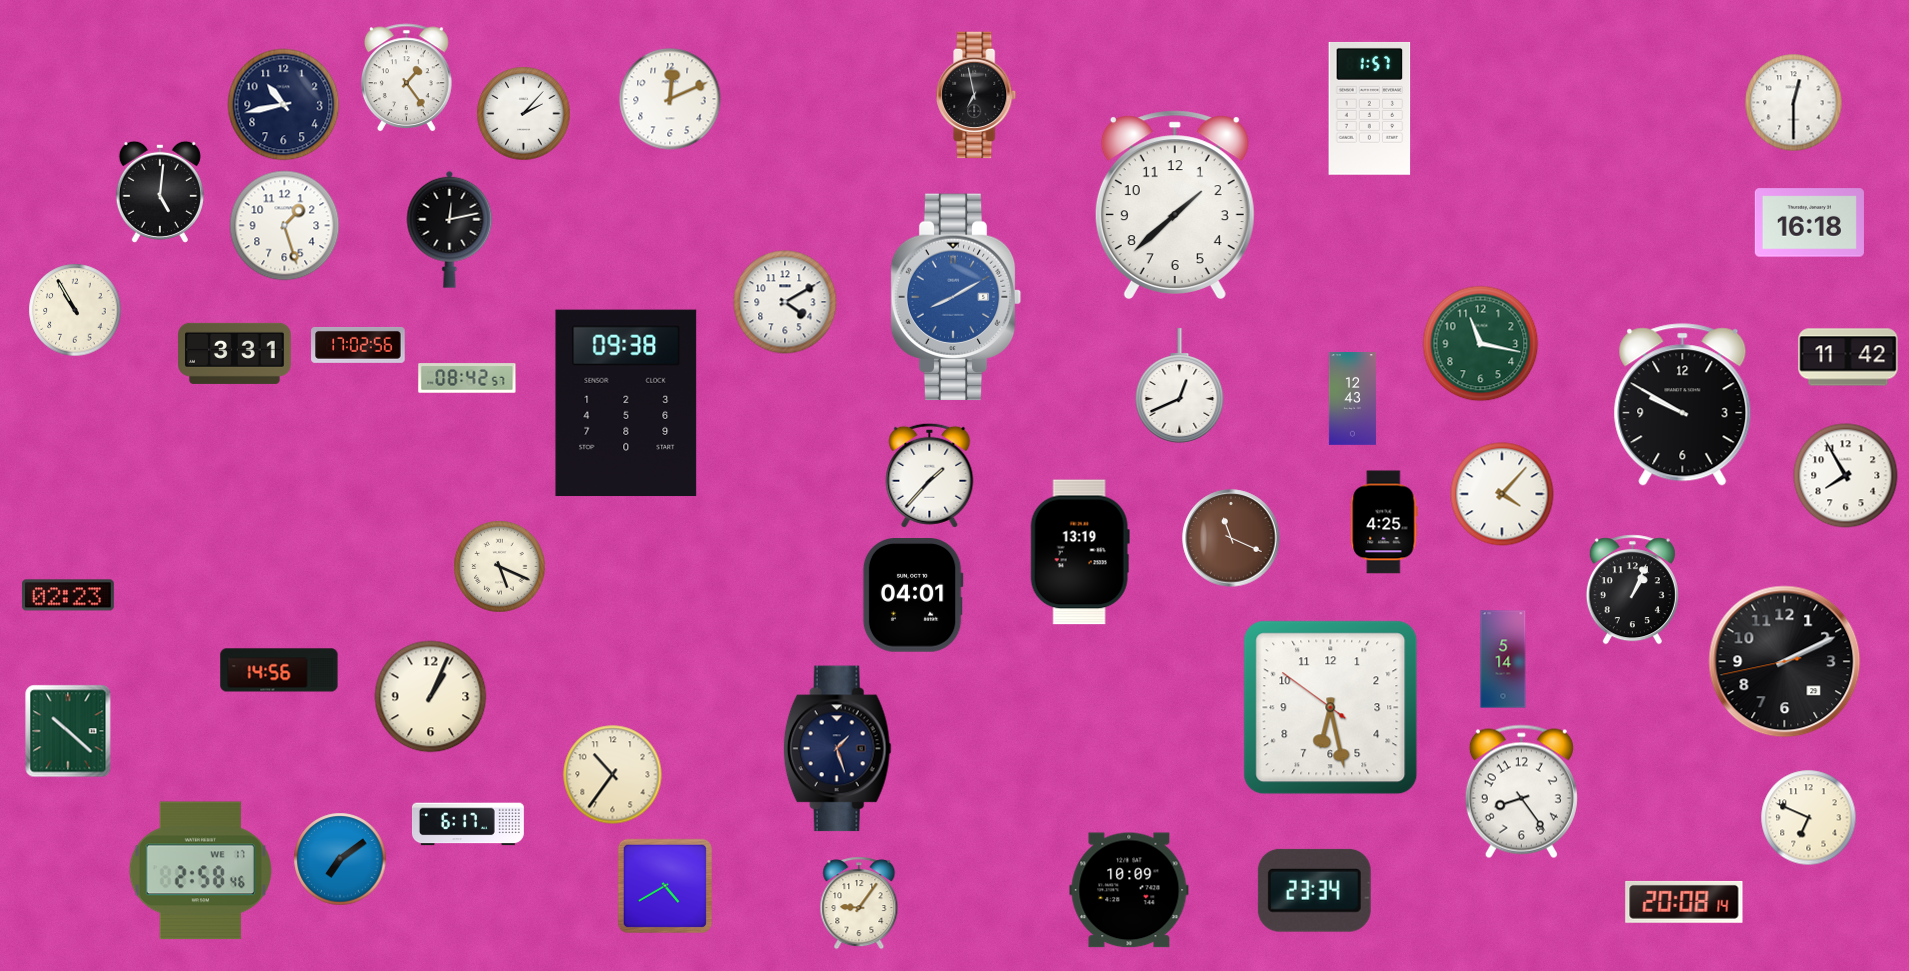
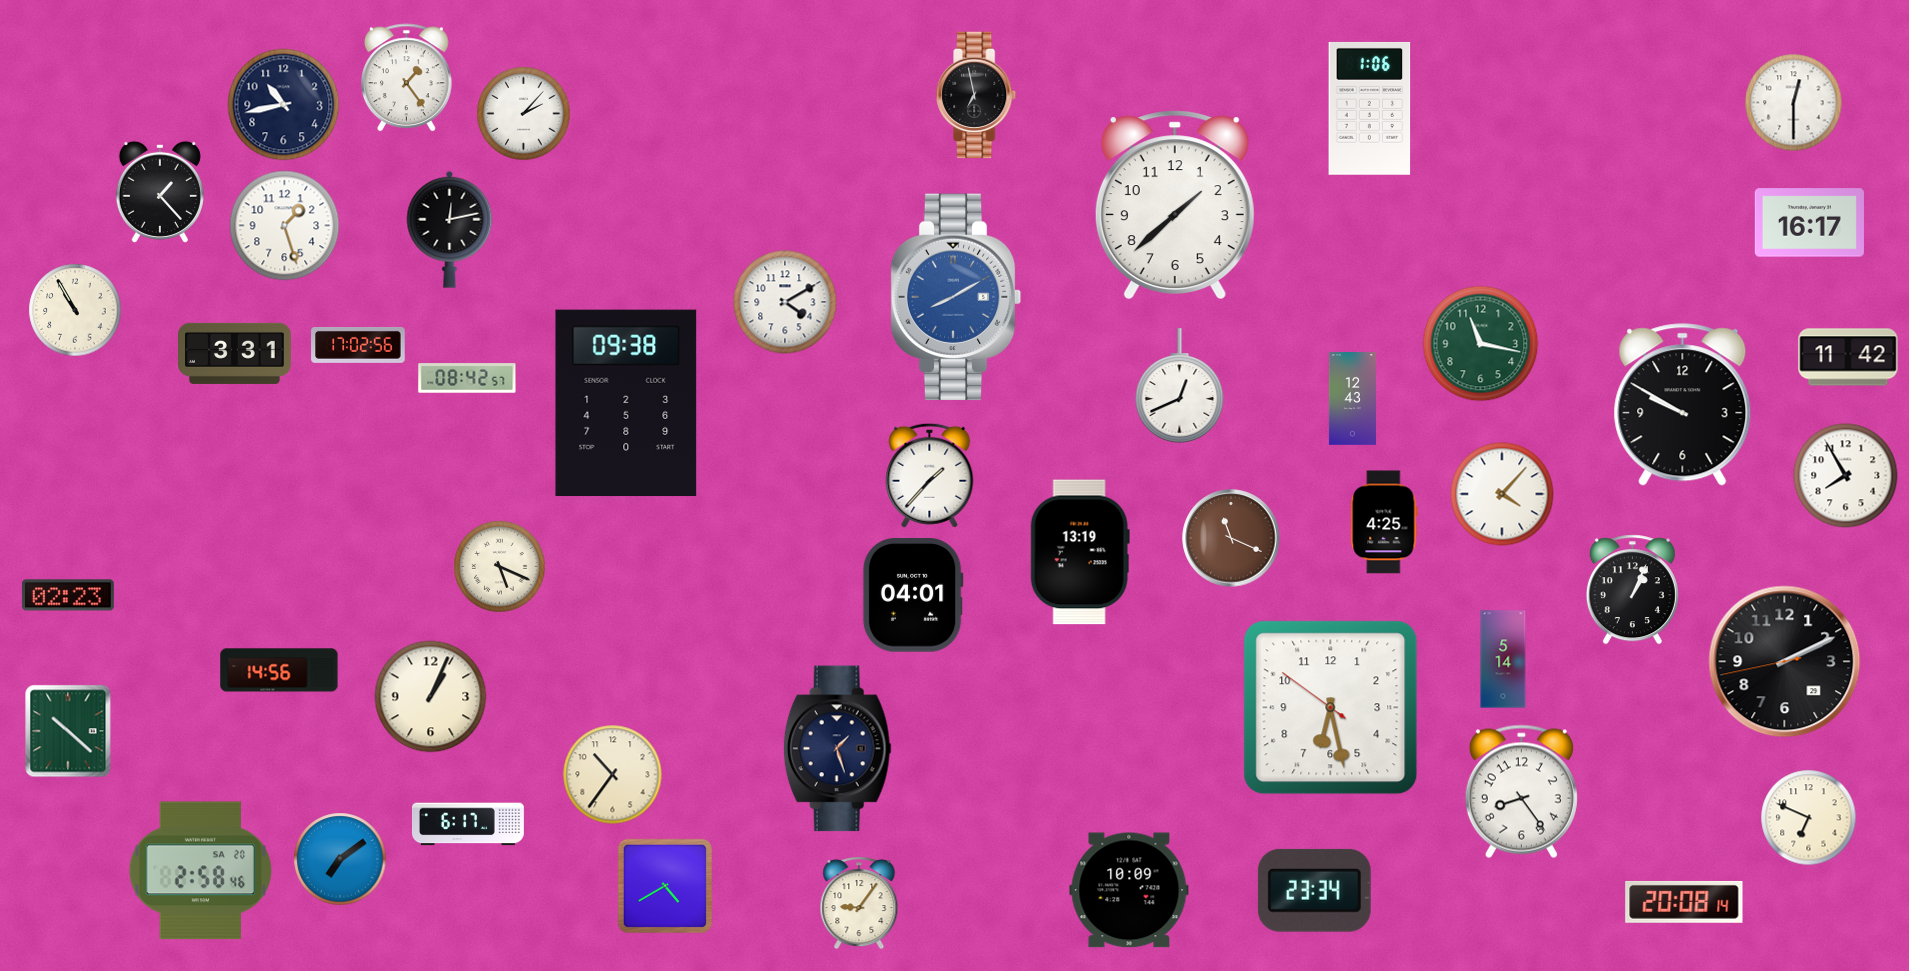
clock at (670, 99): 12:11 -> none
clock at (1370, 108): 1:57 -> 1:06
clock at (160, 192): 5:01 -> 1:23
clock at (1809, 223): 16:18 -> 16:17
clock at (200, 871) date: WE 17 -> SA 20
